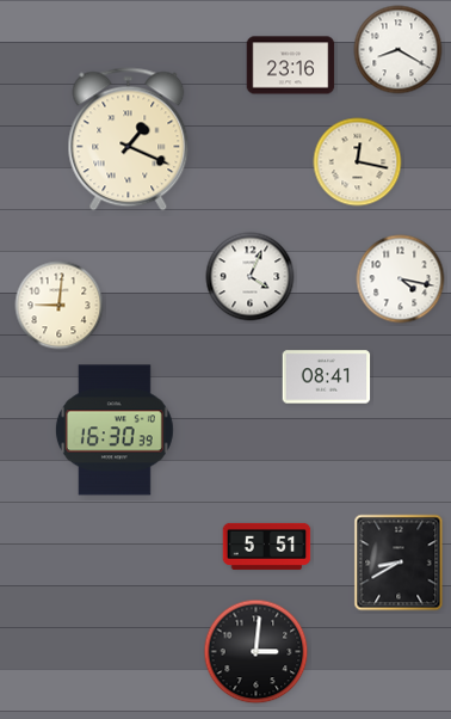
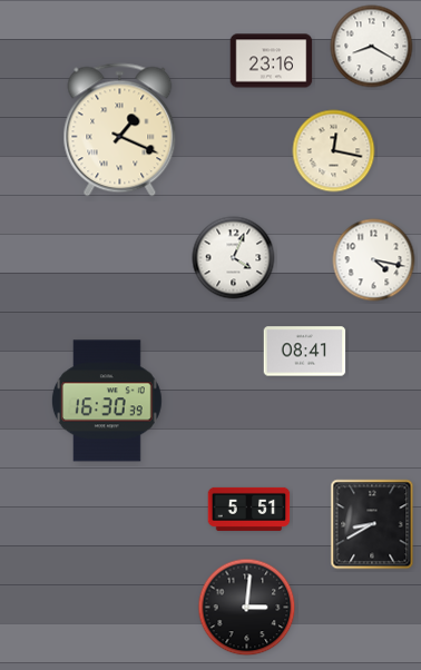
clock at (60, 306): 9:01 -> none
clock at (257, 652) position: (257, 652) -> (247, 608)
